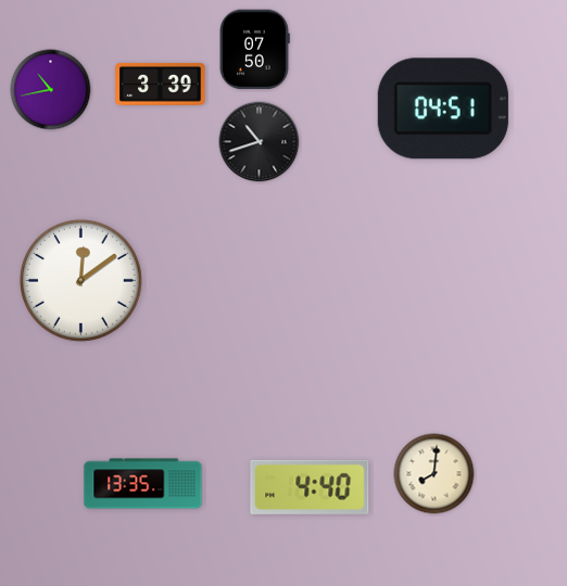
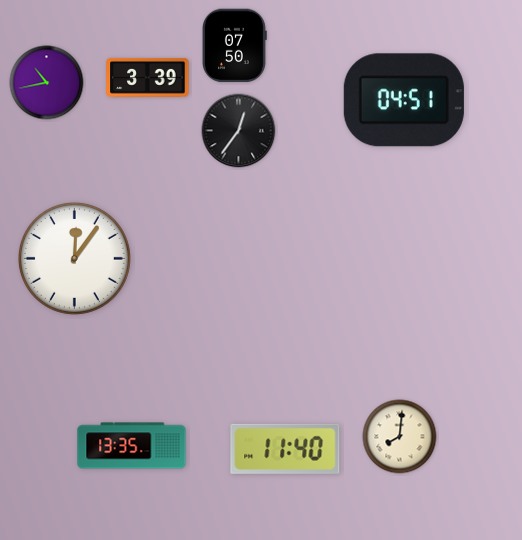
clock at (443, 109) position: (443, 109) -> (404, 100)
clock at (260, 142): 10:42 -> 12:36
clock at (80, 280): 12:09 -> 12:06
clock at (310, 487): 4:40 -> 11:40
